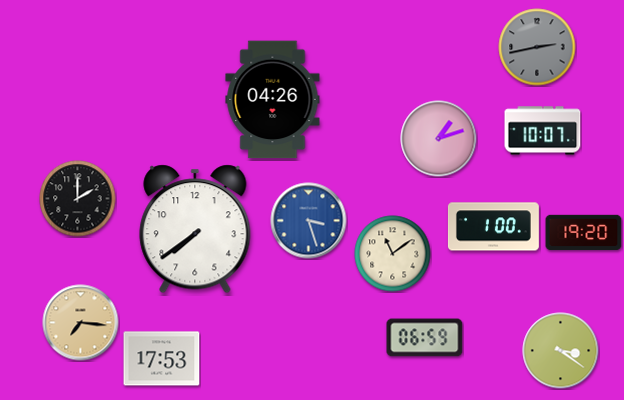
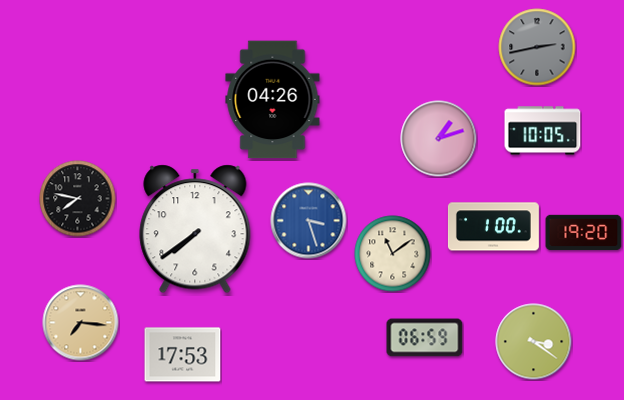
clock at (543, 131): 10:07 -> 10:05
clock at (78, 199): 2:00 -> 7:47
clock at (561, 351) position: (561, 351) -> (534, 342)
clock at (162, 359) position: (162, 359) -> (183, 355)
